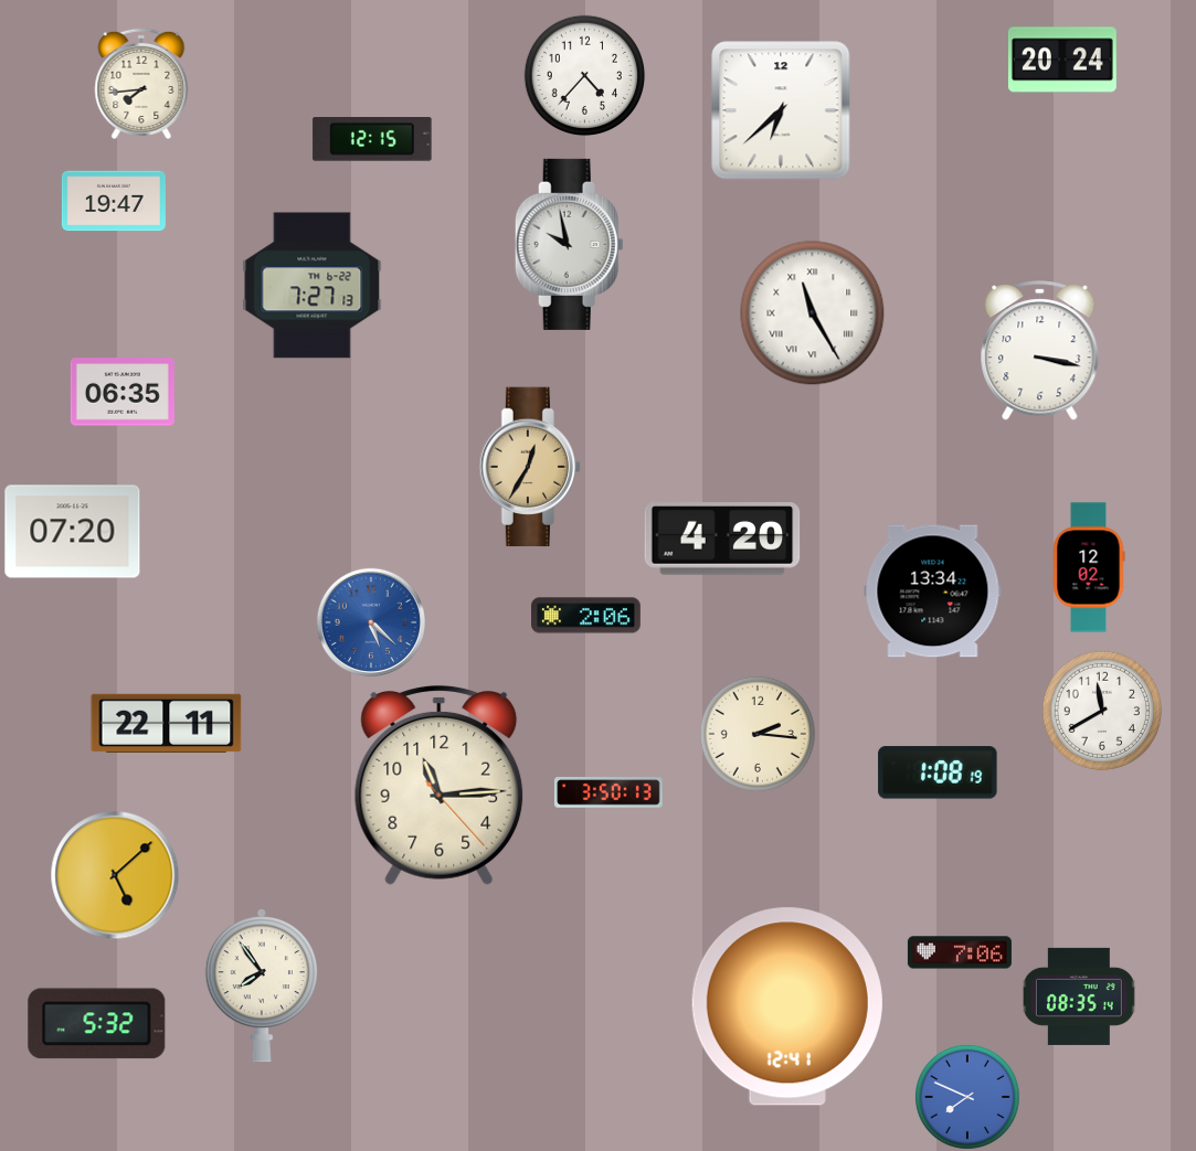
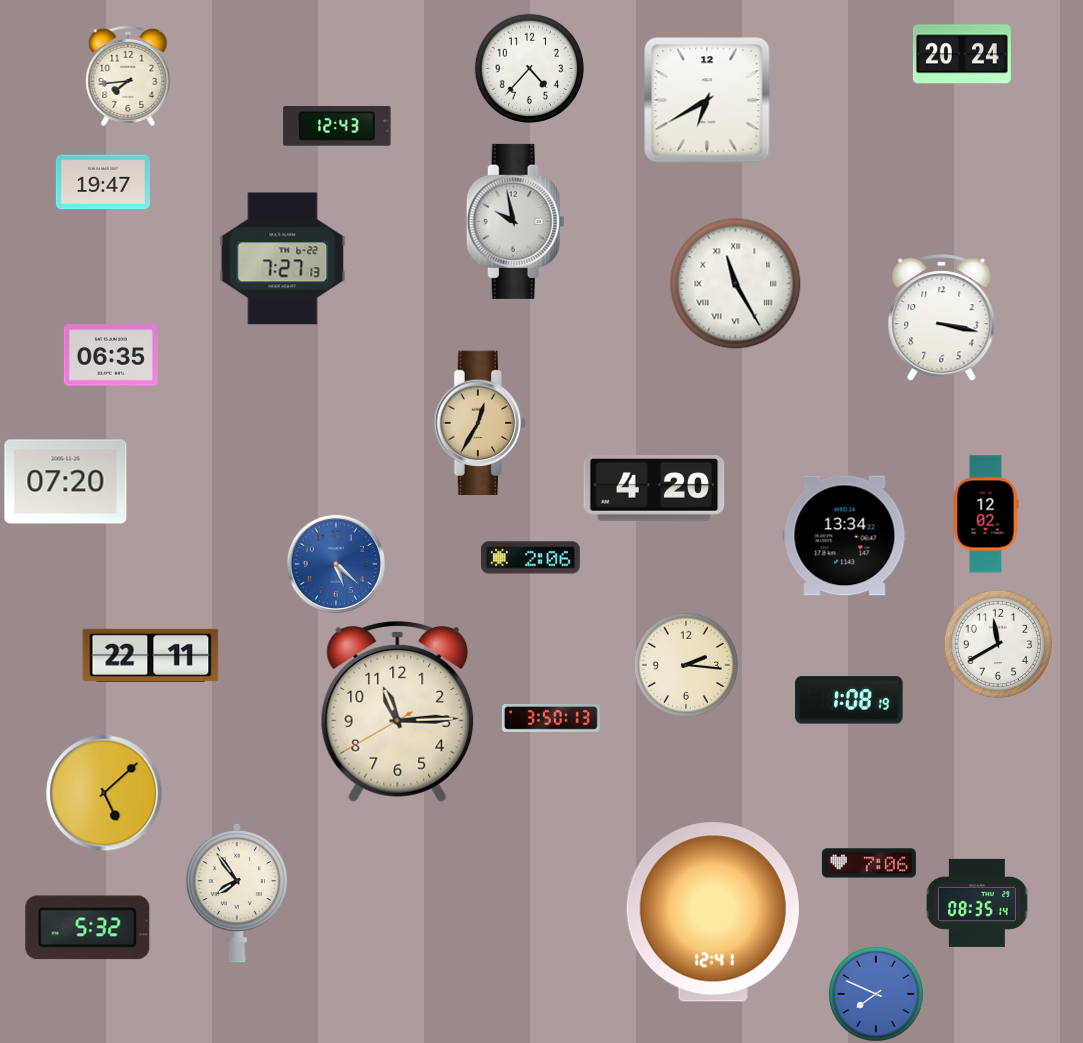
clock at (781, 110): 6:38 -> 6:40
clock at (372, 140): 12:15 -> 12:43
clock at (440, 785): 11:14:23 -> 11:14:40
